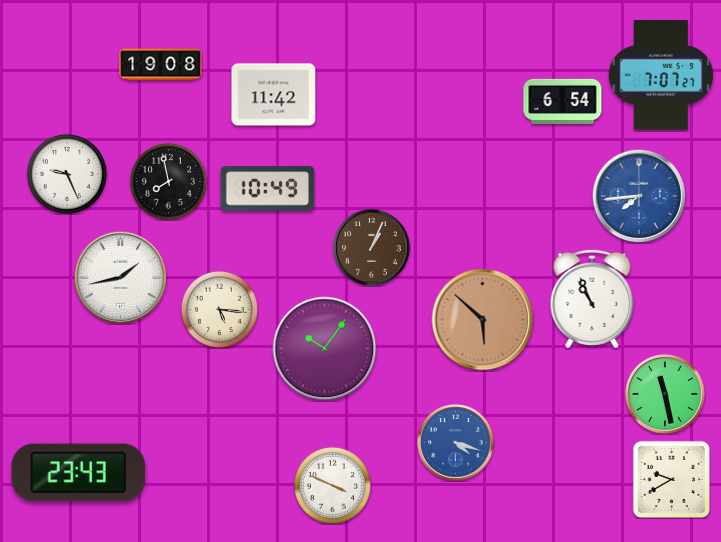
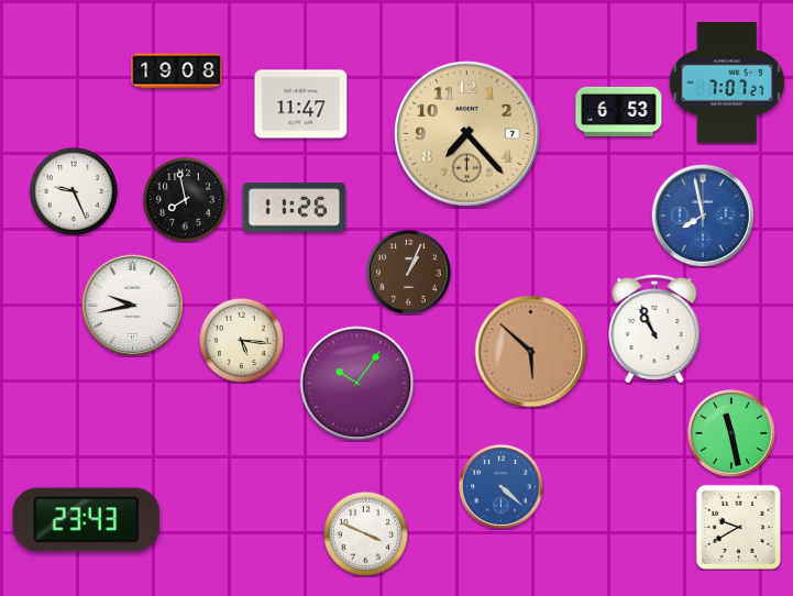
clock at (274, 95): 11:42 -> 11:47
clock at (563, 101): 6:54 -> 6:53
clock at (467, 134): none -> 7:23
clock at (268, 189): 10:49 -> 11:26
clock at (639, 196): 7:44 -> 7:58
clock at (120, 277): 1:43 -> 9:43
clock at (592, 299) position: (592, 299) -> (654, 329)
clock at (456, 443): 4:18 -> 4:22
